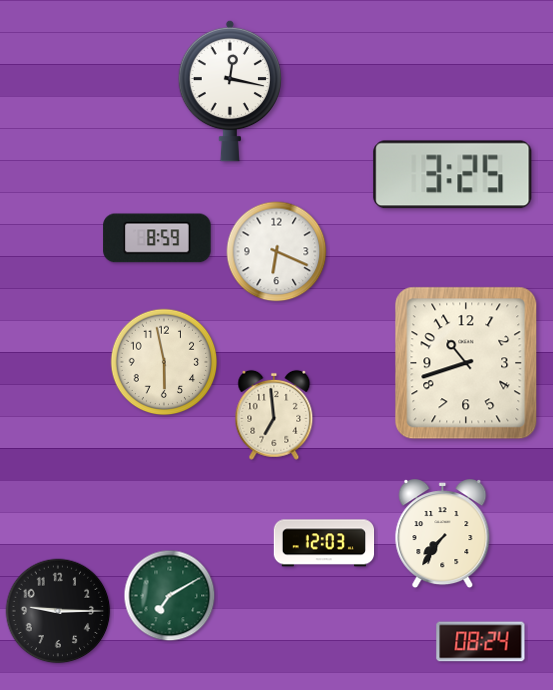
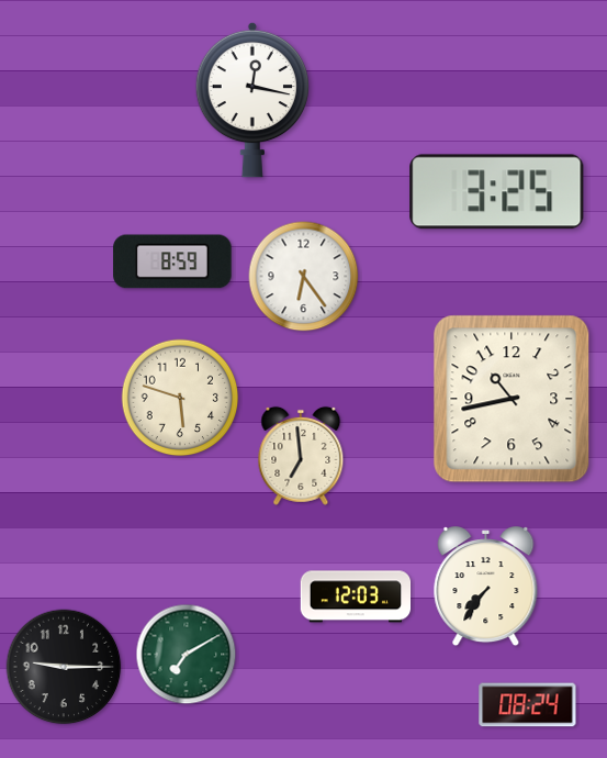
clock at (277, 252): 6:19 -> 6:24
clock at (164, 362): 5:58 -> 5:48
clock at (466, 363): 10:42 -> 10:43
clock at (58, 611) position: (58, 611) -> (64, 667)
